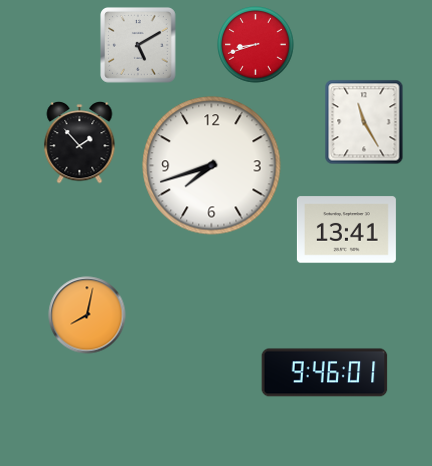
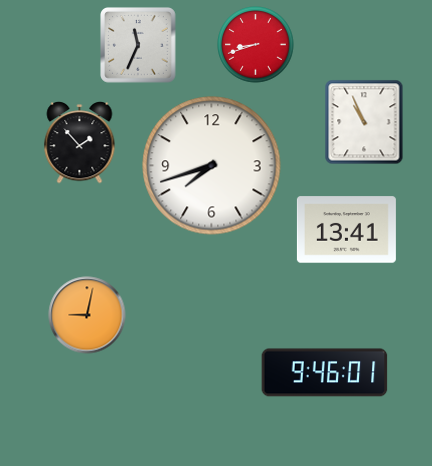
clock at (139, 46): 5:10 -> 11:34
clock at (364, 122): 11:25 -> 10:56
clock at (87, 315): 8:02 -> 9:02
